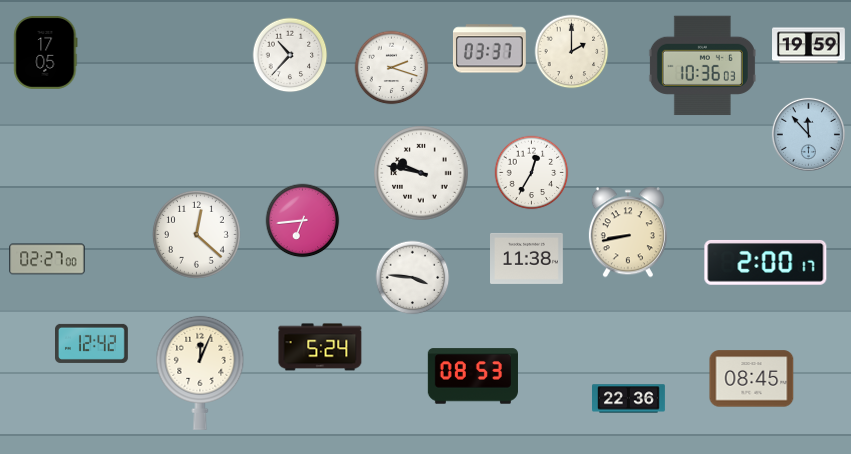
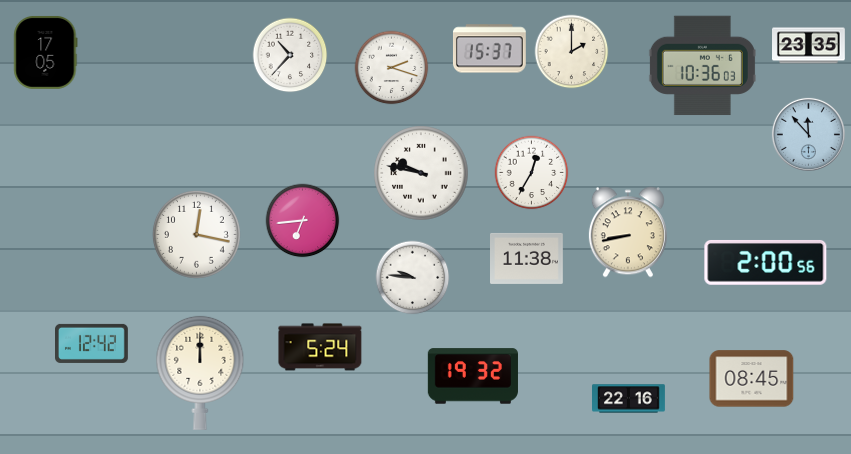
clock at (809, 46): 19:59 -> 23:35
clock at (489, 49): 03:37 -> 15:37
clock at (196, 234): 12:22 -> 12:17
clock at (47, 259): 02:27 -> none
clock at (766, 262): 2:00:17 -> 2:00:56
clock at (413, 278): 3:46 -> 9:46
clock at (200, 373): 12:04 -> 12:00
clock at (472, 376): 08:53 -> 19:32
clock at (629, 399): 22:36 -> 22:16
